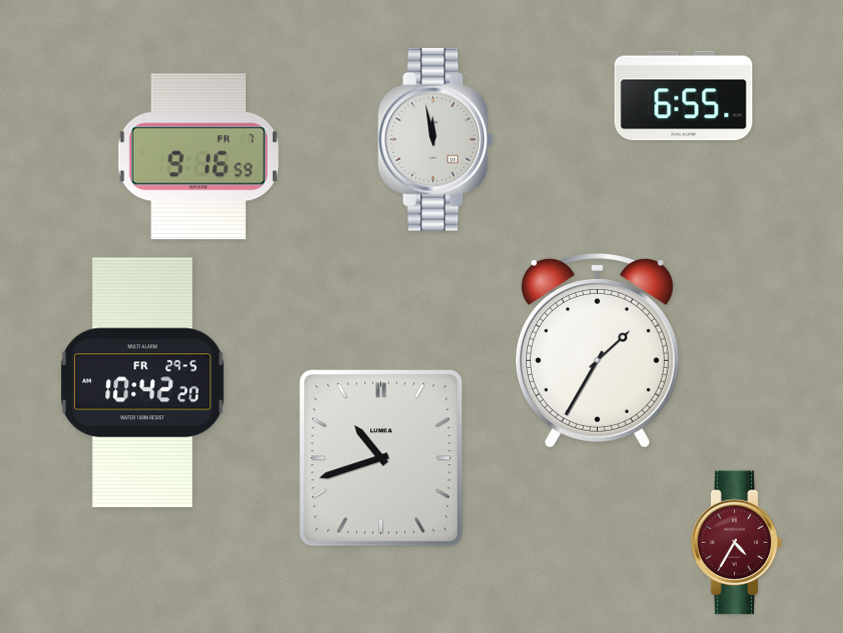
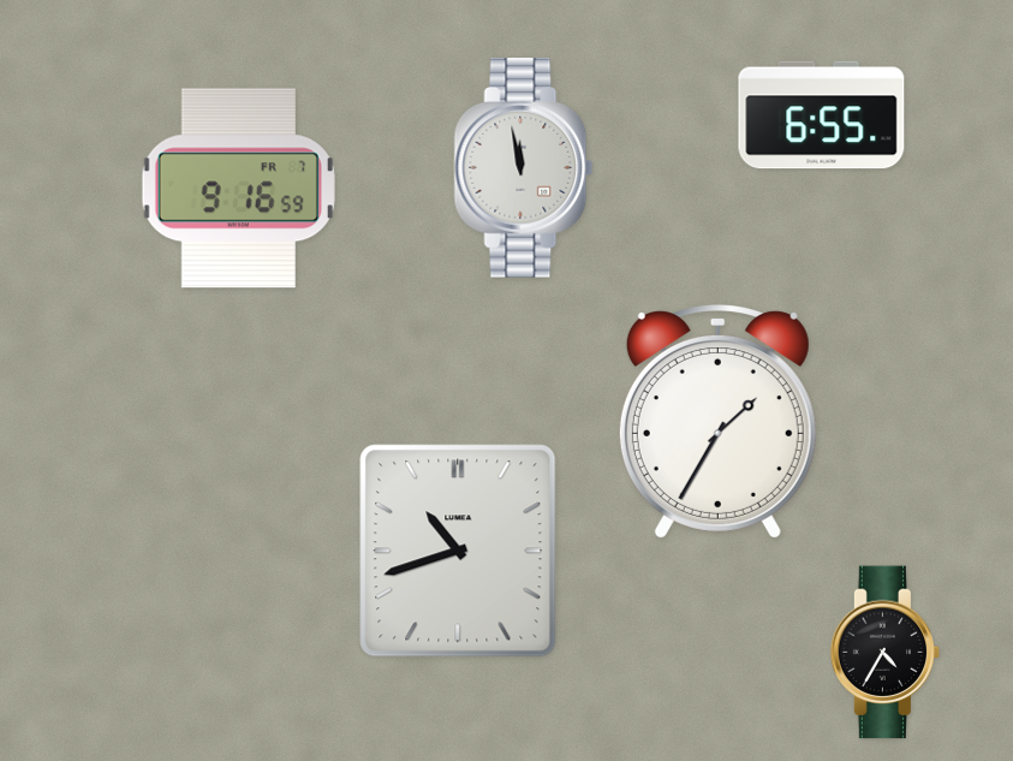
clock at (143, 383): 10:42 -> none
clock at (737, 543) dial: burgundy -> black
